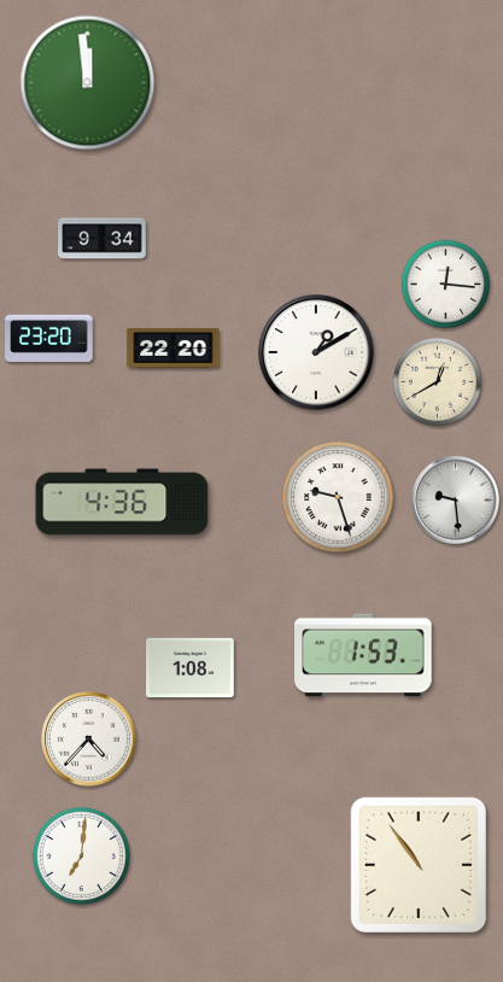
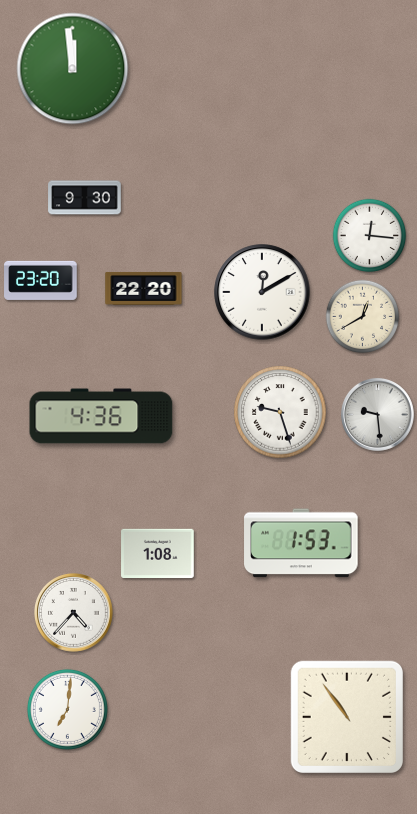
clock at (103, 239): 9:34 -> 9:30
clock at (316, 352): 1:10 -> 12:10
